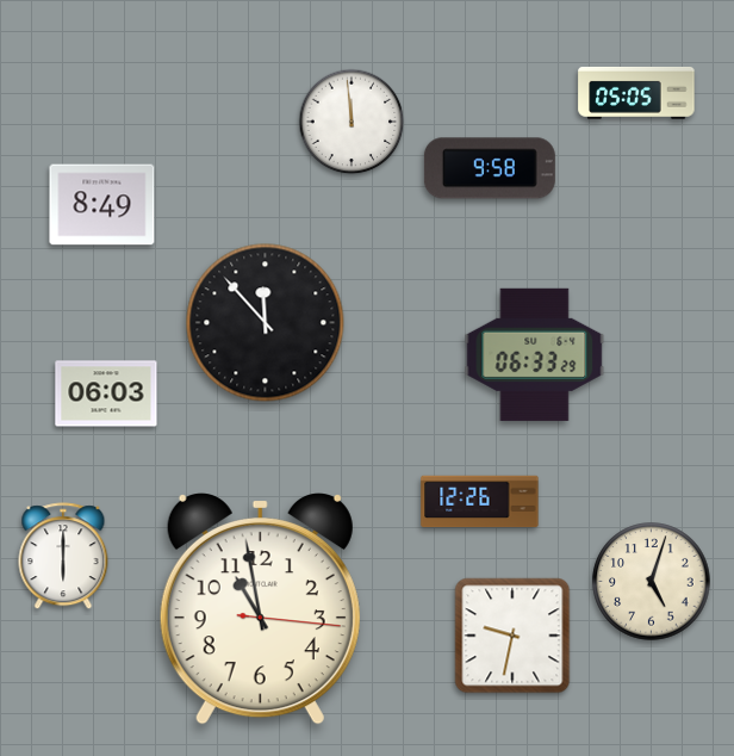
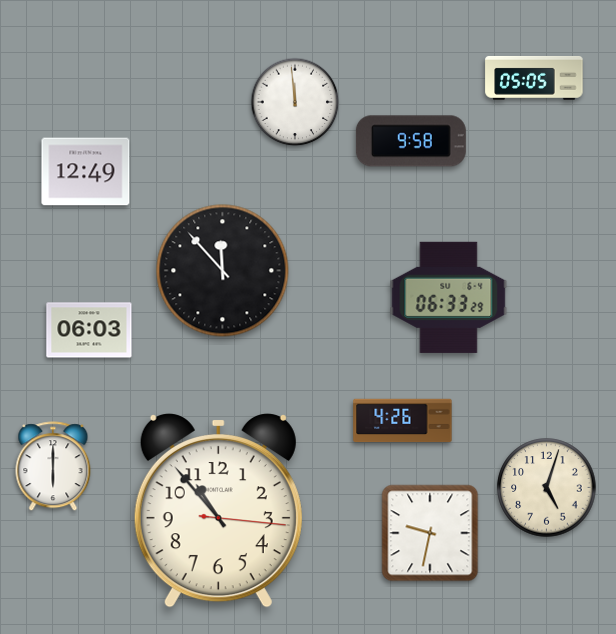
clock at (102, 205): 8:49 -> 12:49
clock at (480, 502): 12:26 -> 4:26
clock at (260, 609): 10:58 -> 10:53
